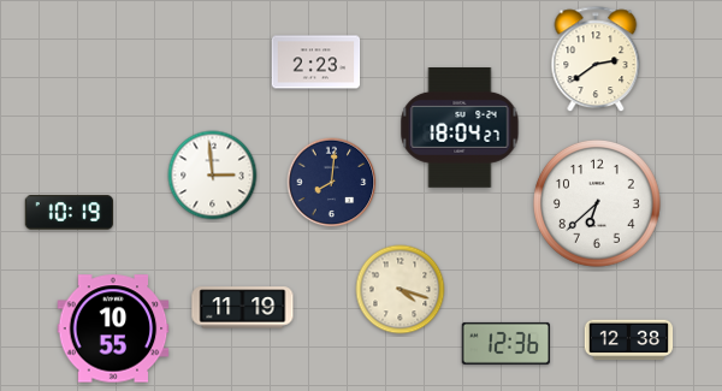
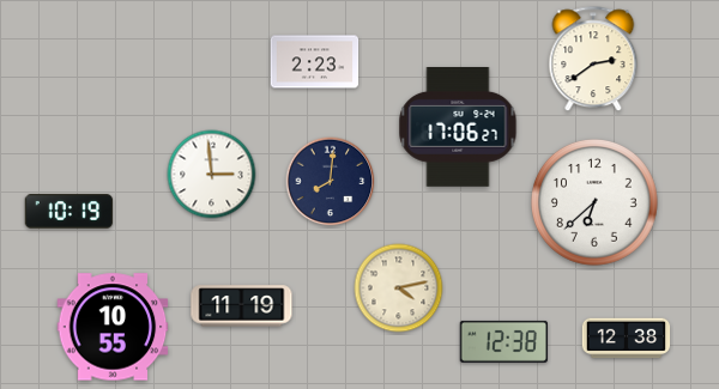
clock at (460, 129): 18:04 -> 17:06
clock at (401, 290): 4:18 -> 4:13
clock at (507, 343): 12:36 -> 12:38
